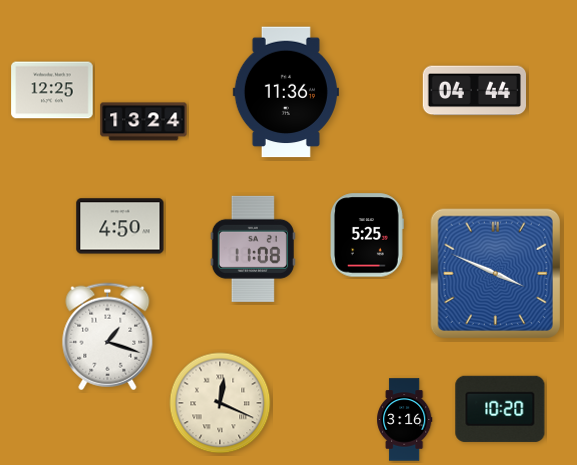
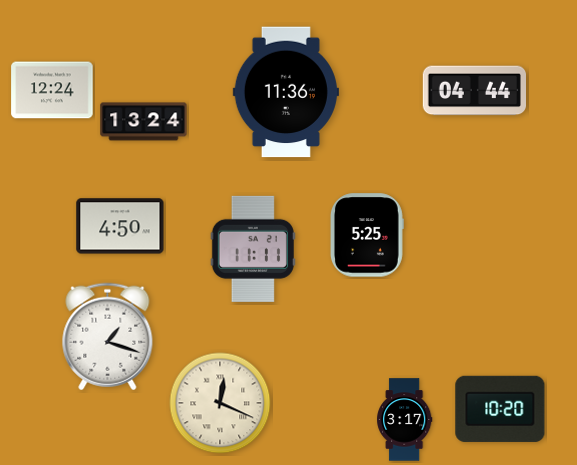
clock at (52, 90): 12:25 -> 12:24
clock at (253, 249): 11:08 -> 11:11
clock at (495, 273): 3:49 -> none
clock at (405, 420): 3:16 -> 3:17
